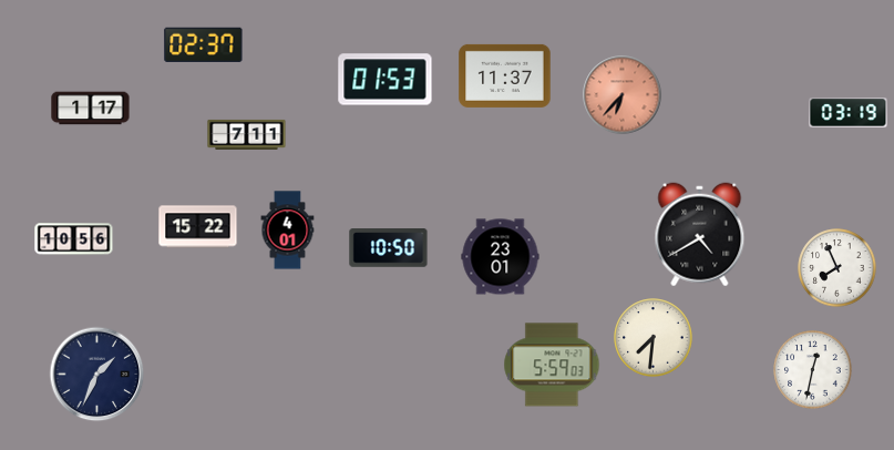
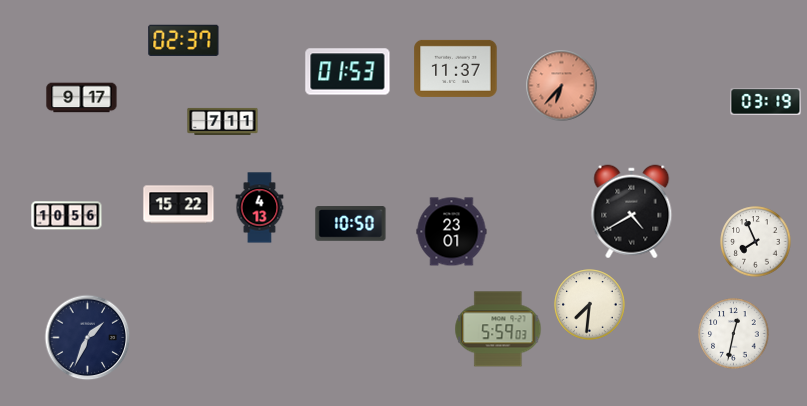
clock at (91, 109): 1:17 -> 9:17
clock at (288, 231): 4:01 -> 4:13
